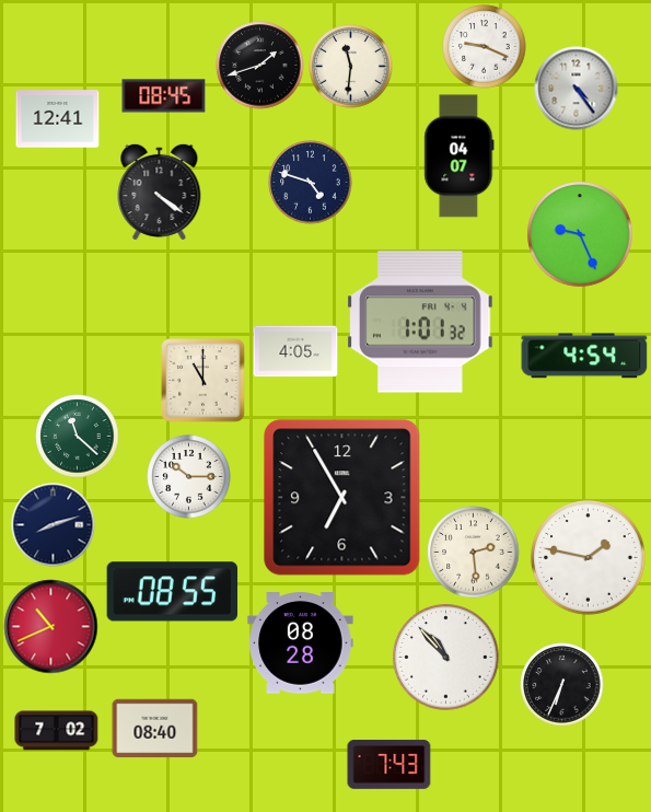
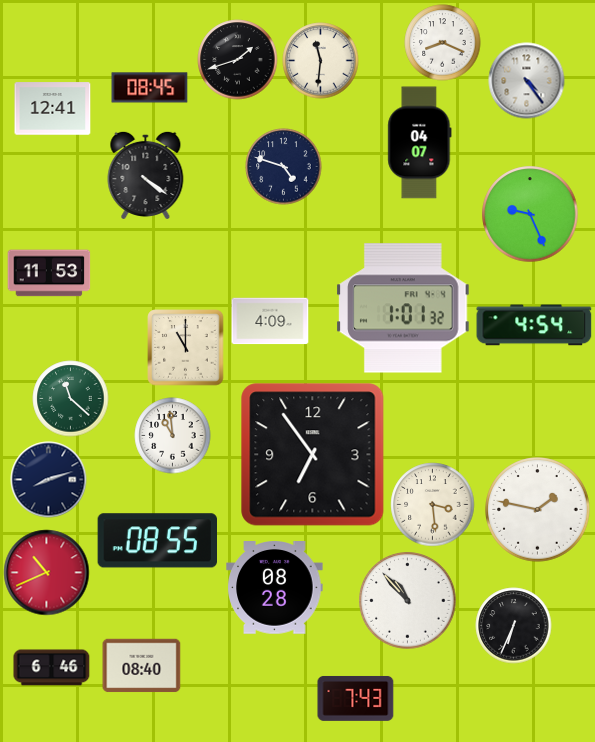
clock at (485, 47): 9:19 -> 8:19
clock at (49, 273): none -> 11:53
clock at (420, 322) position: (420, 322) -> (403, 308)
clock at (295, 351): 4:05 -> 4:09
clock at (189, 477): 10:15 -> 10:59
clock at (342, 498): 6:55 -> 6:54
clock at (474, 553): 2:29 -> 3:29
clock at (57, 731): 7:02 -> 6:46
